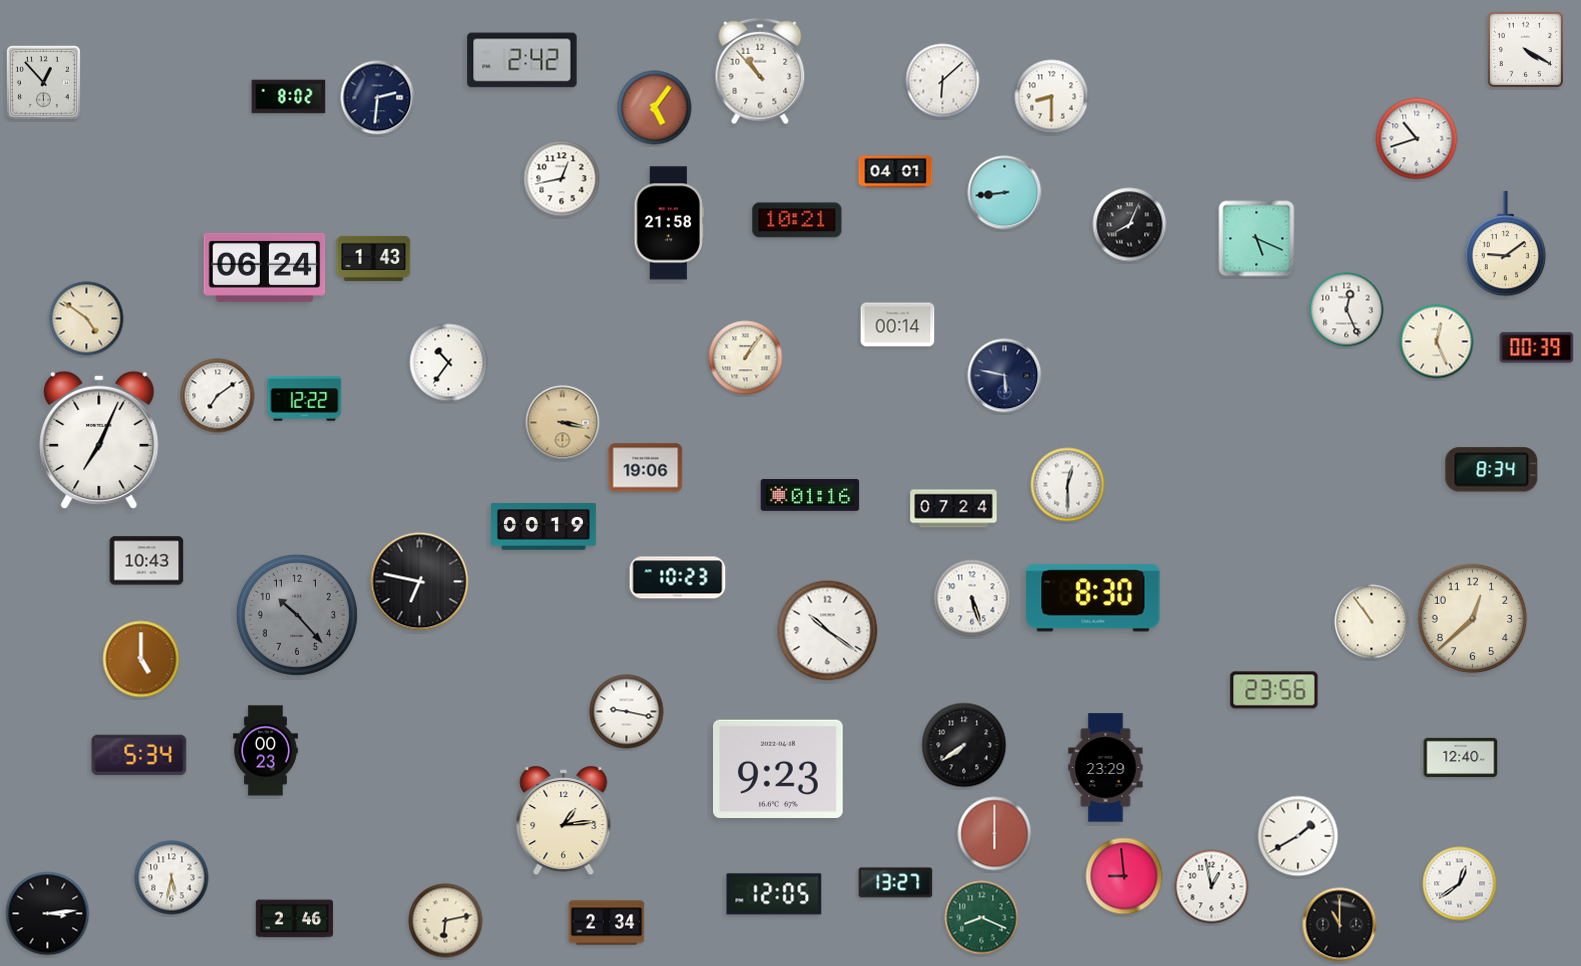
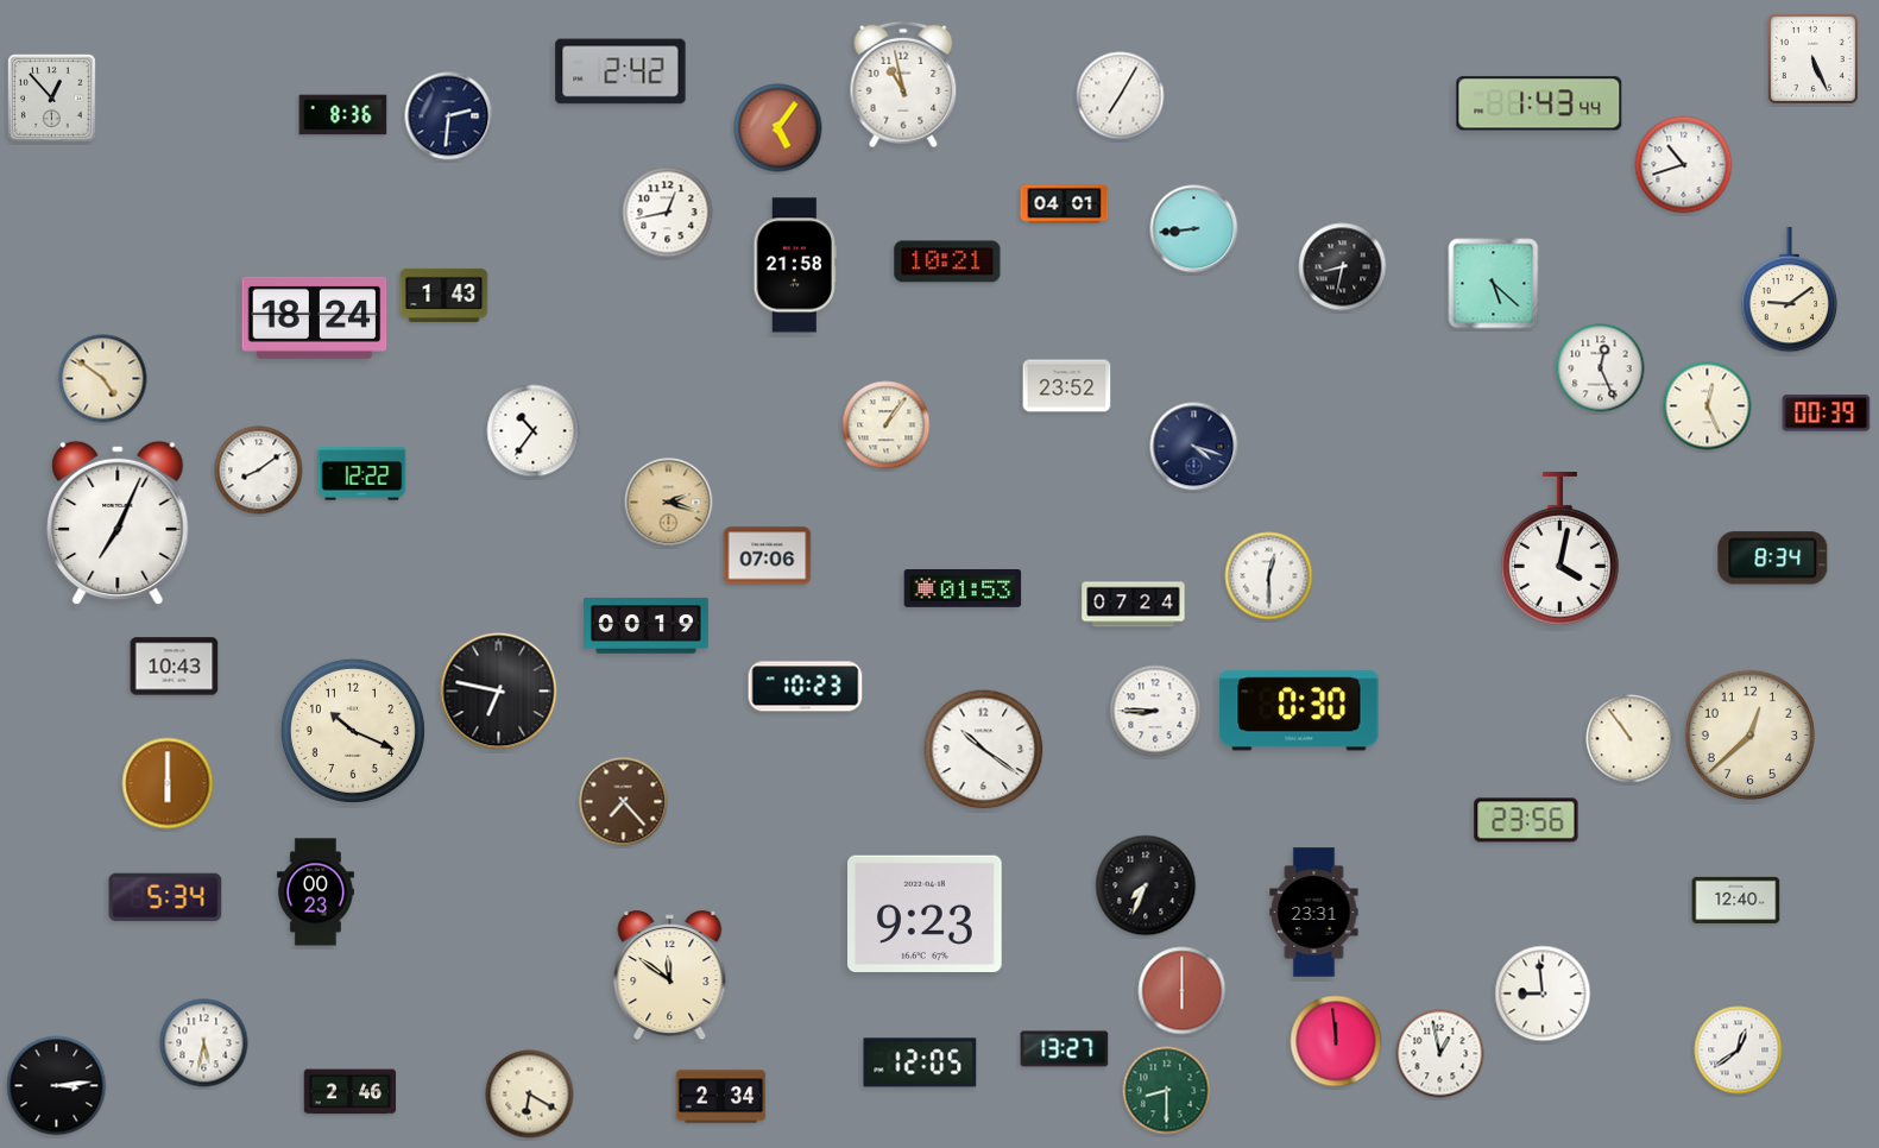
clock at (1525, 49): 4:20 -> 5:26
clock at (760, 71): 10:53 -> 10:58
clock at (943, 81): 6:08 -> 7:05
clock at (1539, 103): none -> 1:43
clock at (289, 97): 8:02 -> 8:36
clock at (1052, 97): 8:30 -> none
clock at (1130, 225): 8:04 -> 8:32
clock at (1257, 239): 5:19 -> 5:22
clock at (374, 258) position: (374, 258) -> (444, 295)
clock at (265, 267): 06:24 -> 18:24
clock at (898, 325): 00:14 -> 23:52
clock at (1005, 376): 5:47 -> 4:18
clock at (218, 396): 7:09 -> 8:09
clock at (563, 423): 3:17 -> 2:18
clock at (1559, 549): none -> 4:02
clock at (646, 468): 19:06 -> 07:06
clock at (810, 496): 01:16 -> 01:53
clock at (972, 598): 5:27 -> 8:45
clock at (1093, 598): 8:30 -> 0:30
clock at (297, 615): 10:23 -> 10:19
clock at (297, 615) dial: grey -> cream
clock at (141, 659): 5:00 -> 6:00
clock at (624, 802): none -> 7:23
clock at (1274, 690) position: (1274, 690) -> (1526, 820)
clock at (627, 712): 9:17 -> none
clock at (964, 745): 7:39 -> 7:34
clock at (1106, 768): 23:29 -> 23:31
clock at (564, 821): 1:14 -> 11:51
clock at (1298, 836): 1:40 -> 8:59
clock at (1124, 876): 8:59 -> 11:59
clock at (1460, 884) position: (1460, 884) -> (1739, 1051)
clock at (982, 918): 8:19 -> 8:30
clock at (446, 921): 6:13 -> 6:20
clock at (1340, 925): 11:00 -> none
